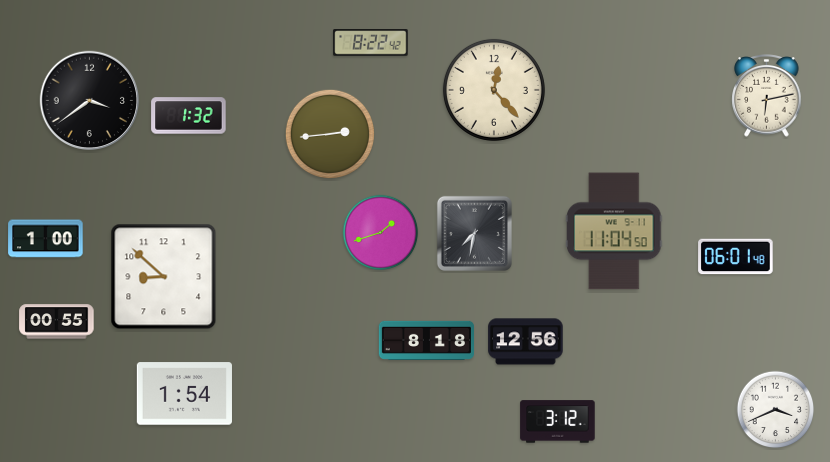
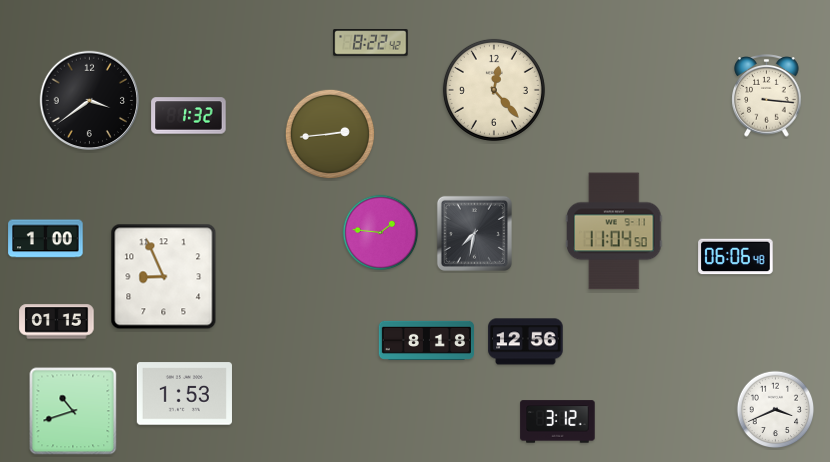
clock at (767, 96): 6:13 -> 3:16
clock at (381, 233): 1:42 -> 1:46
clock at (736, 257): 06:01 -> 06:06
clock at (164, 277): 8:52 -> 8:56
clock at (57, 322): 00:55 -> 01:15
clock at (184, 394): 1:54 -> 1:53
clock at (73, 411): none -> 10:42
